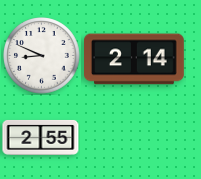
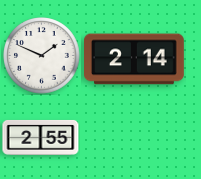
clock at (42, 56): 8:49 -> 1:49
